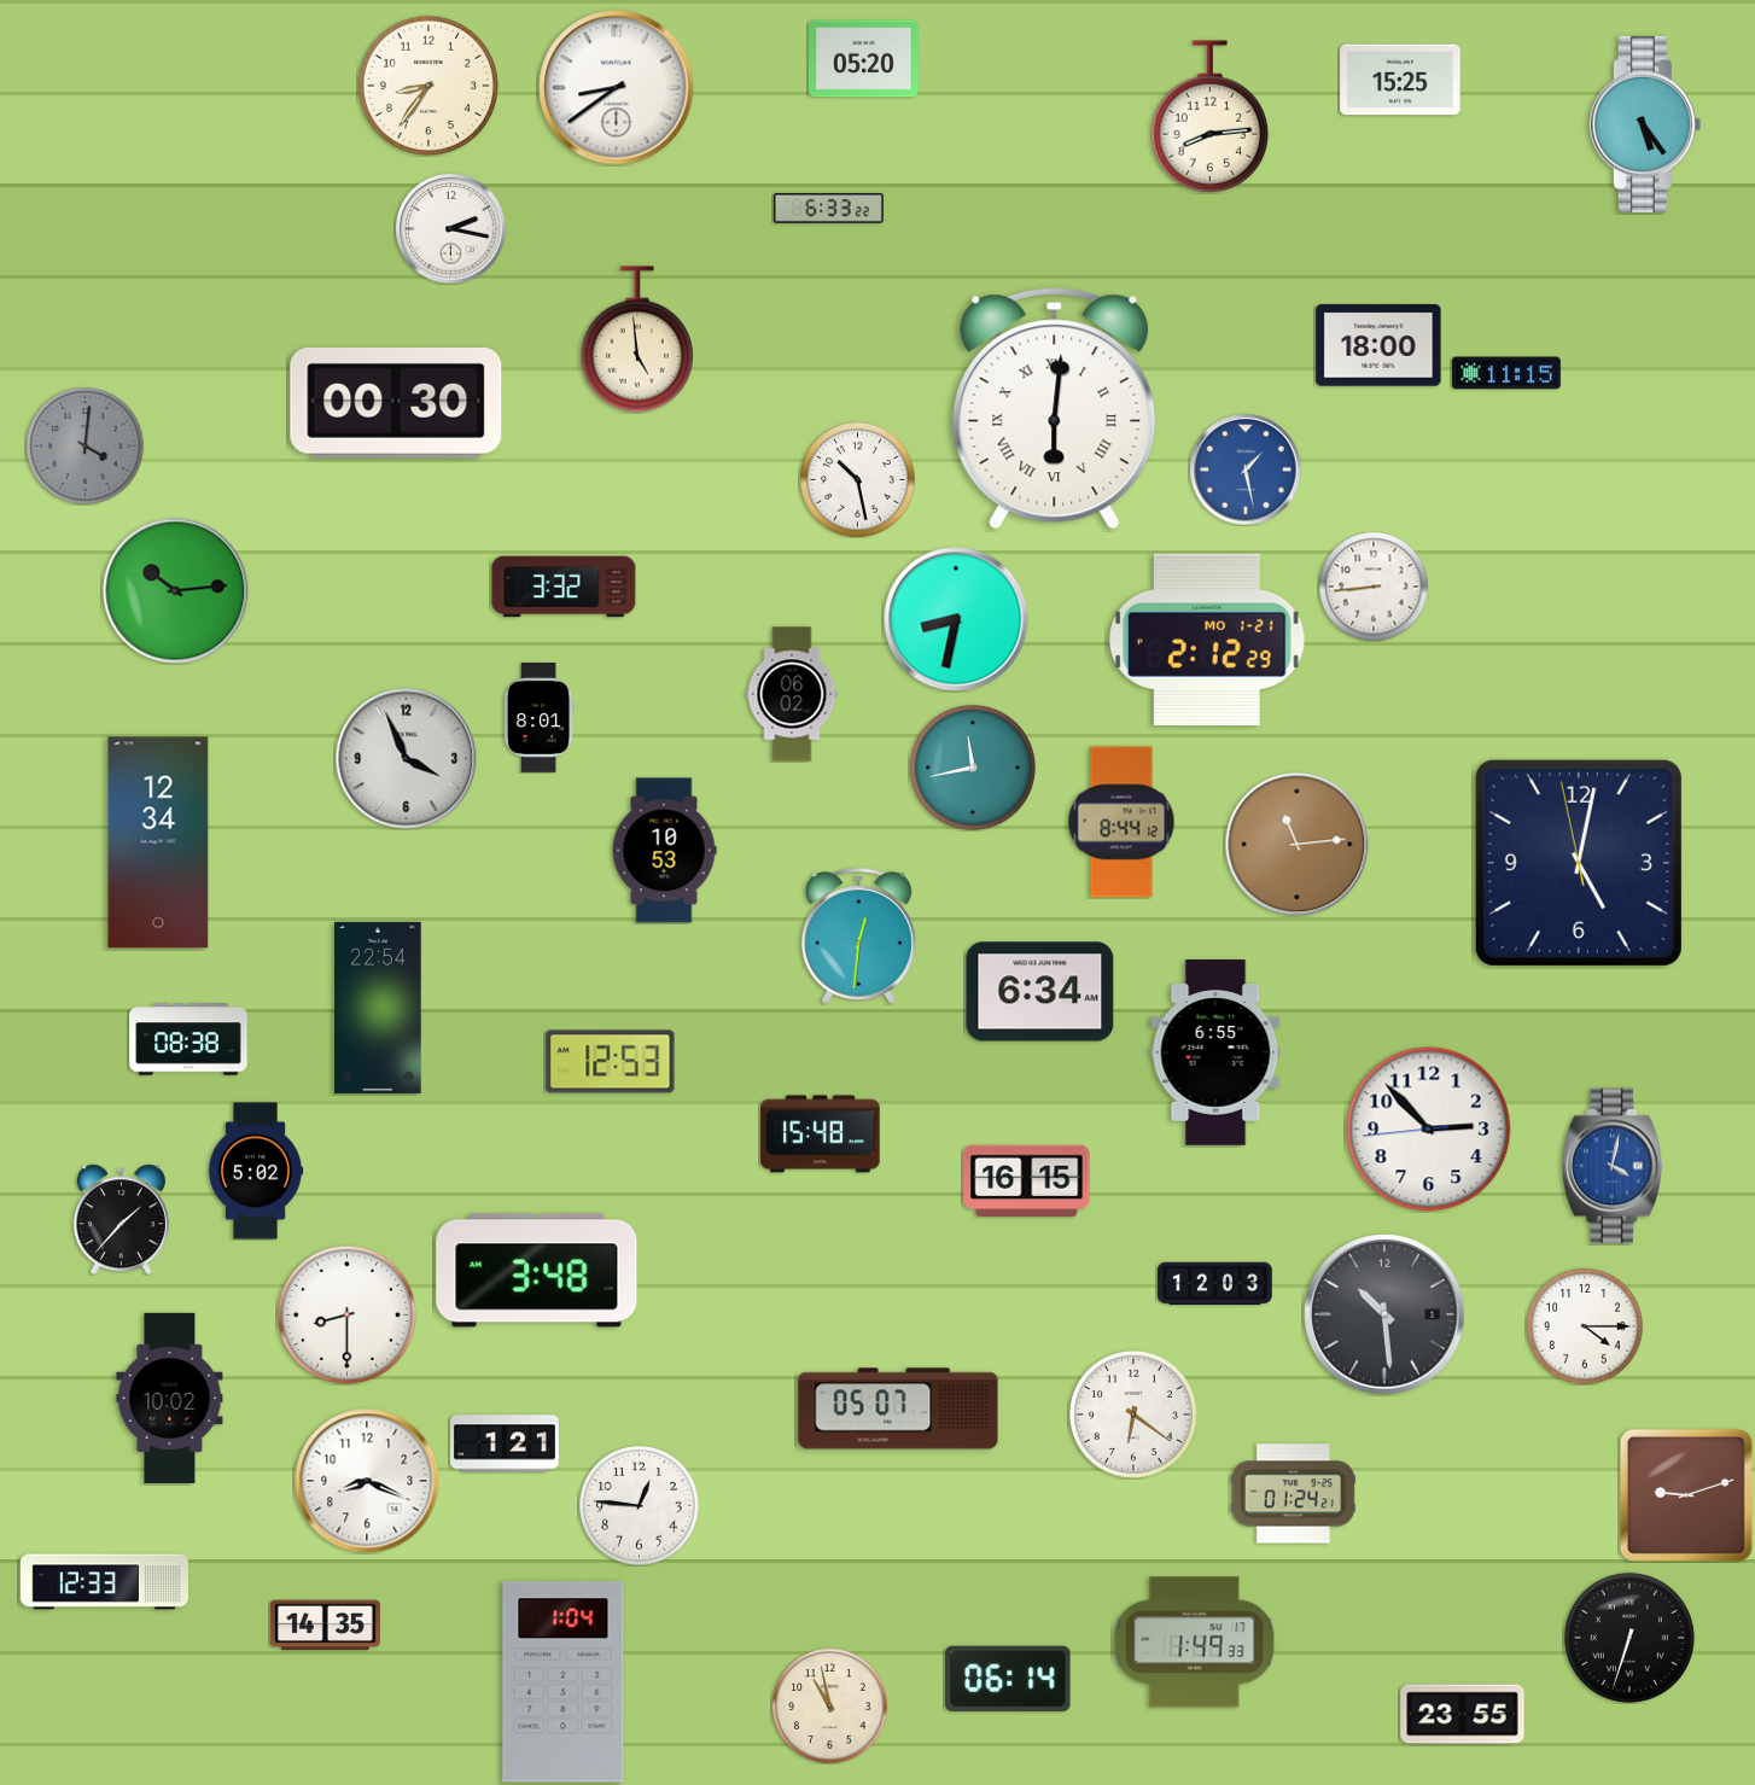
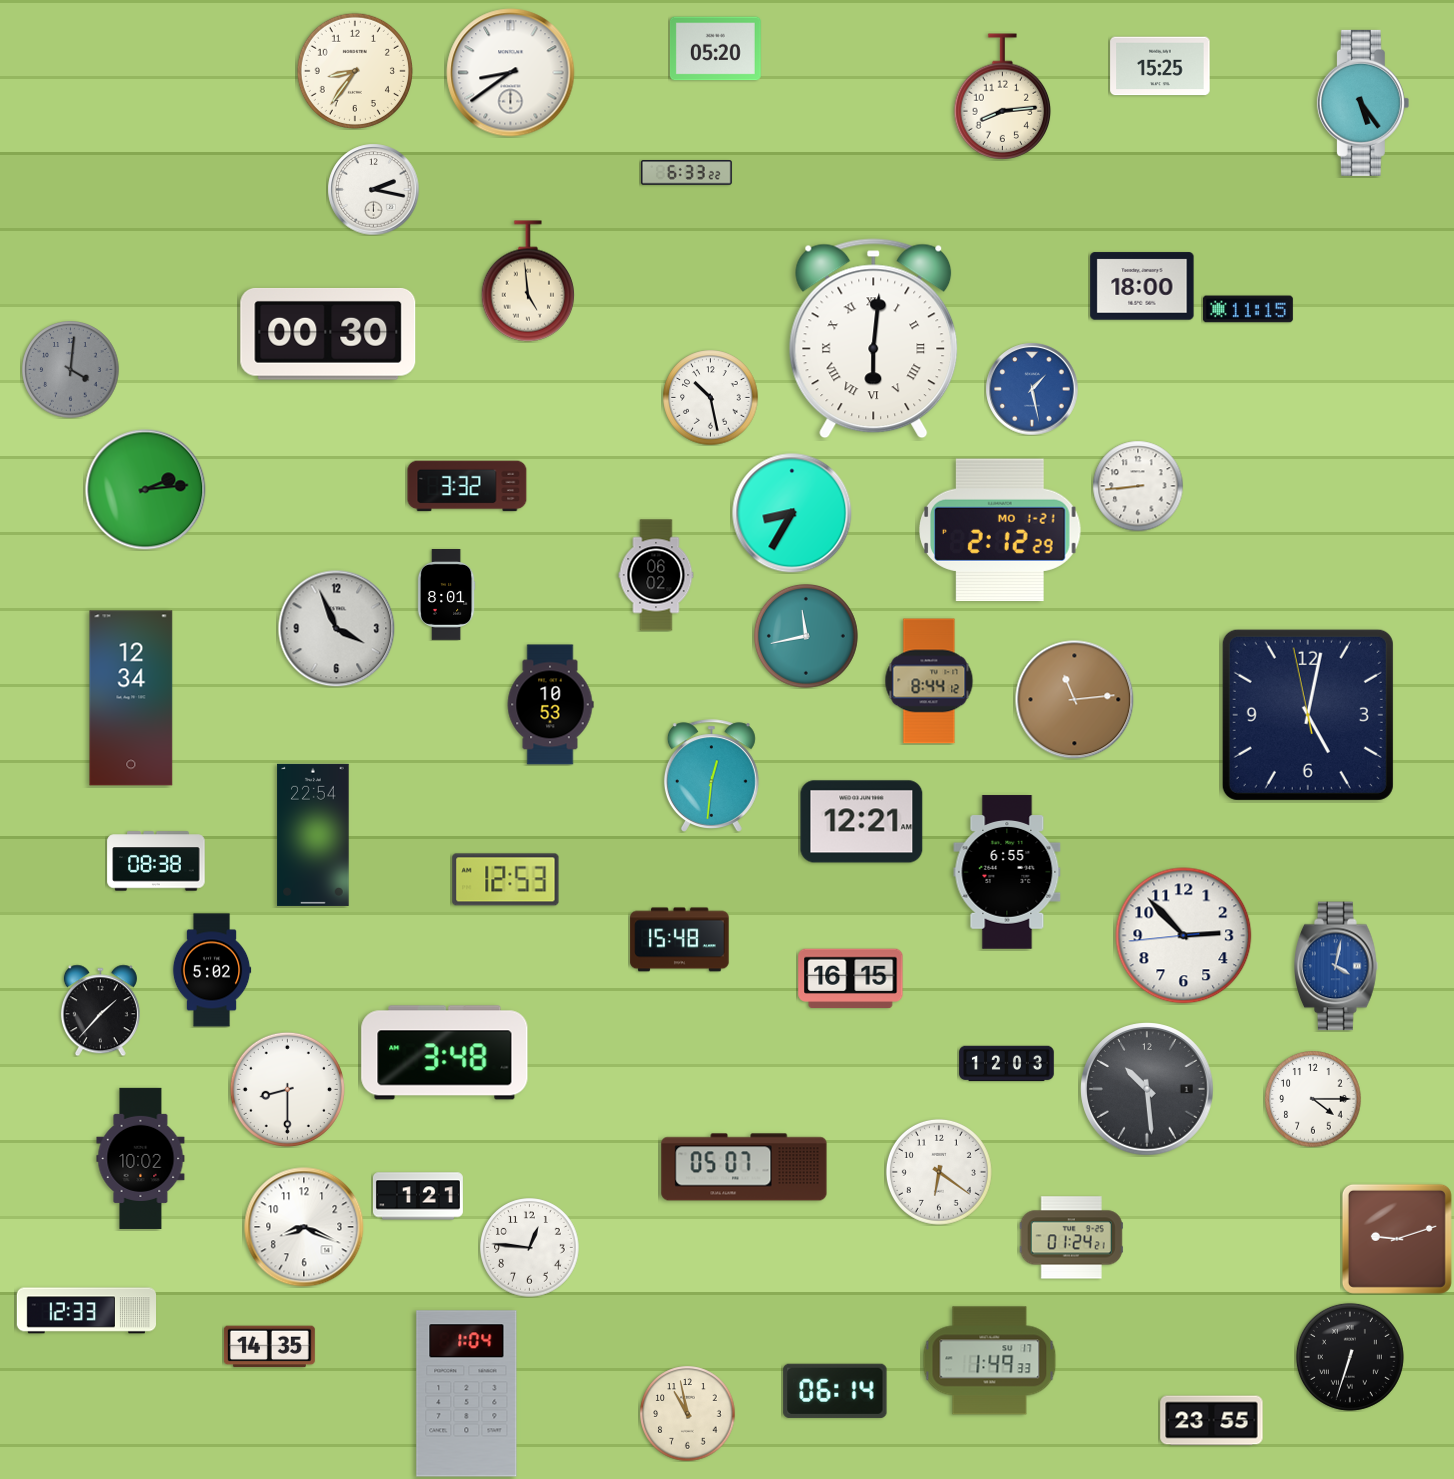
clock at (176, 591): 10:14 -> 2:14
clock at (956, 619): 8:32 -> 8:35
clock at (1040, 992): 6:34 -> 12:21
